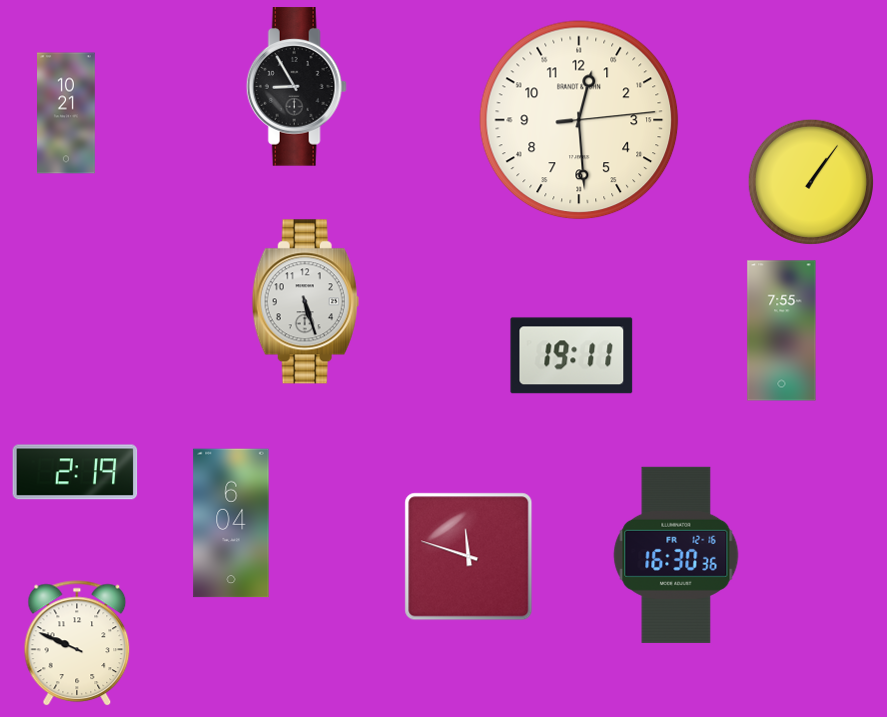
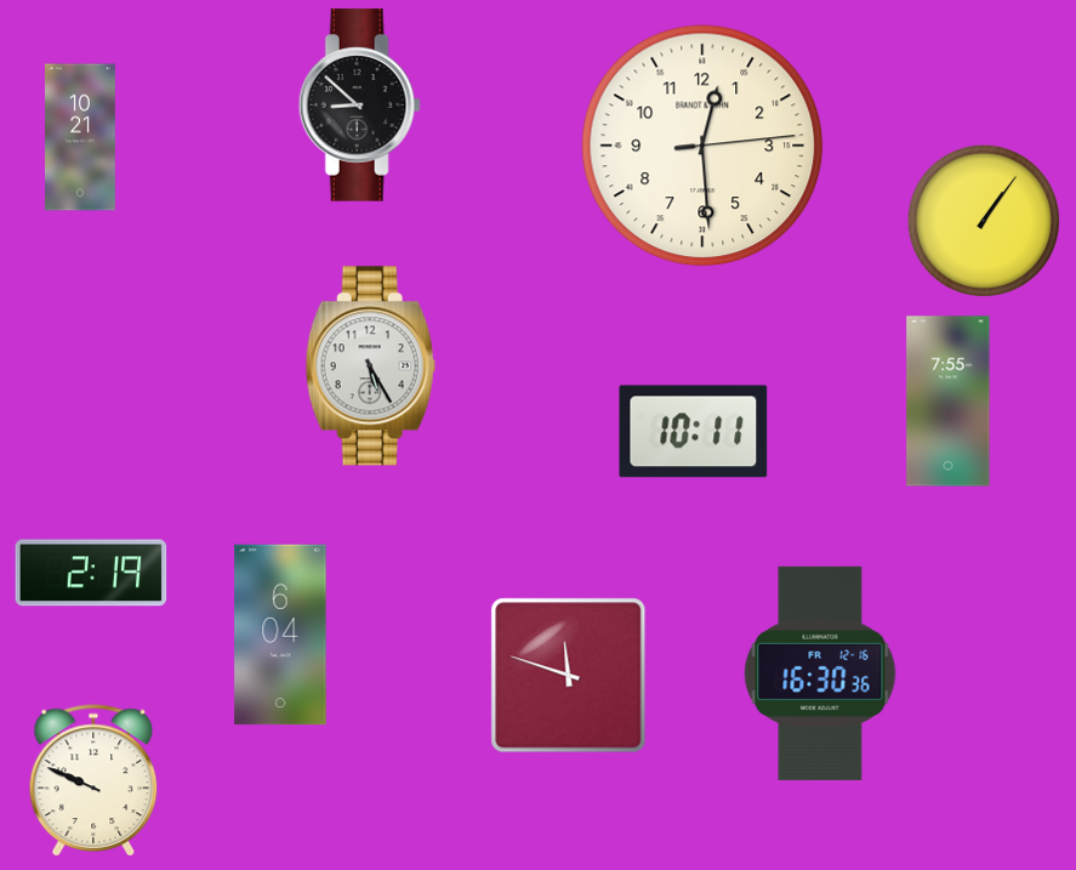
clock at (296, 87): 8:55 -> 8:52
clock at (305, 302): 5:27 -> 5:25
clock at (572, 356): 19:11 -> 10:11
